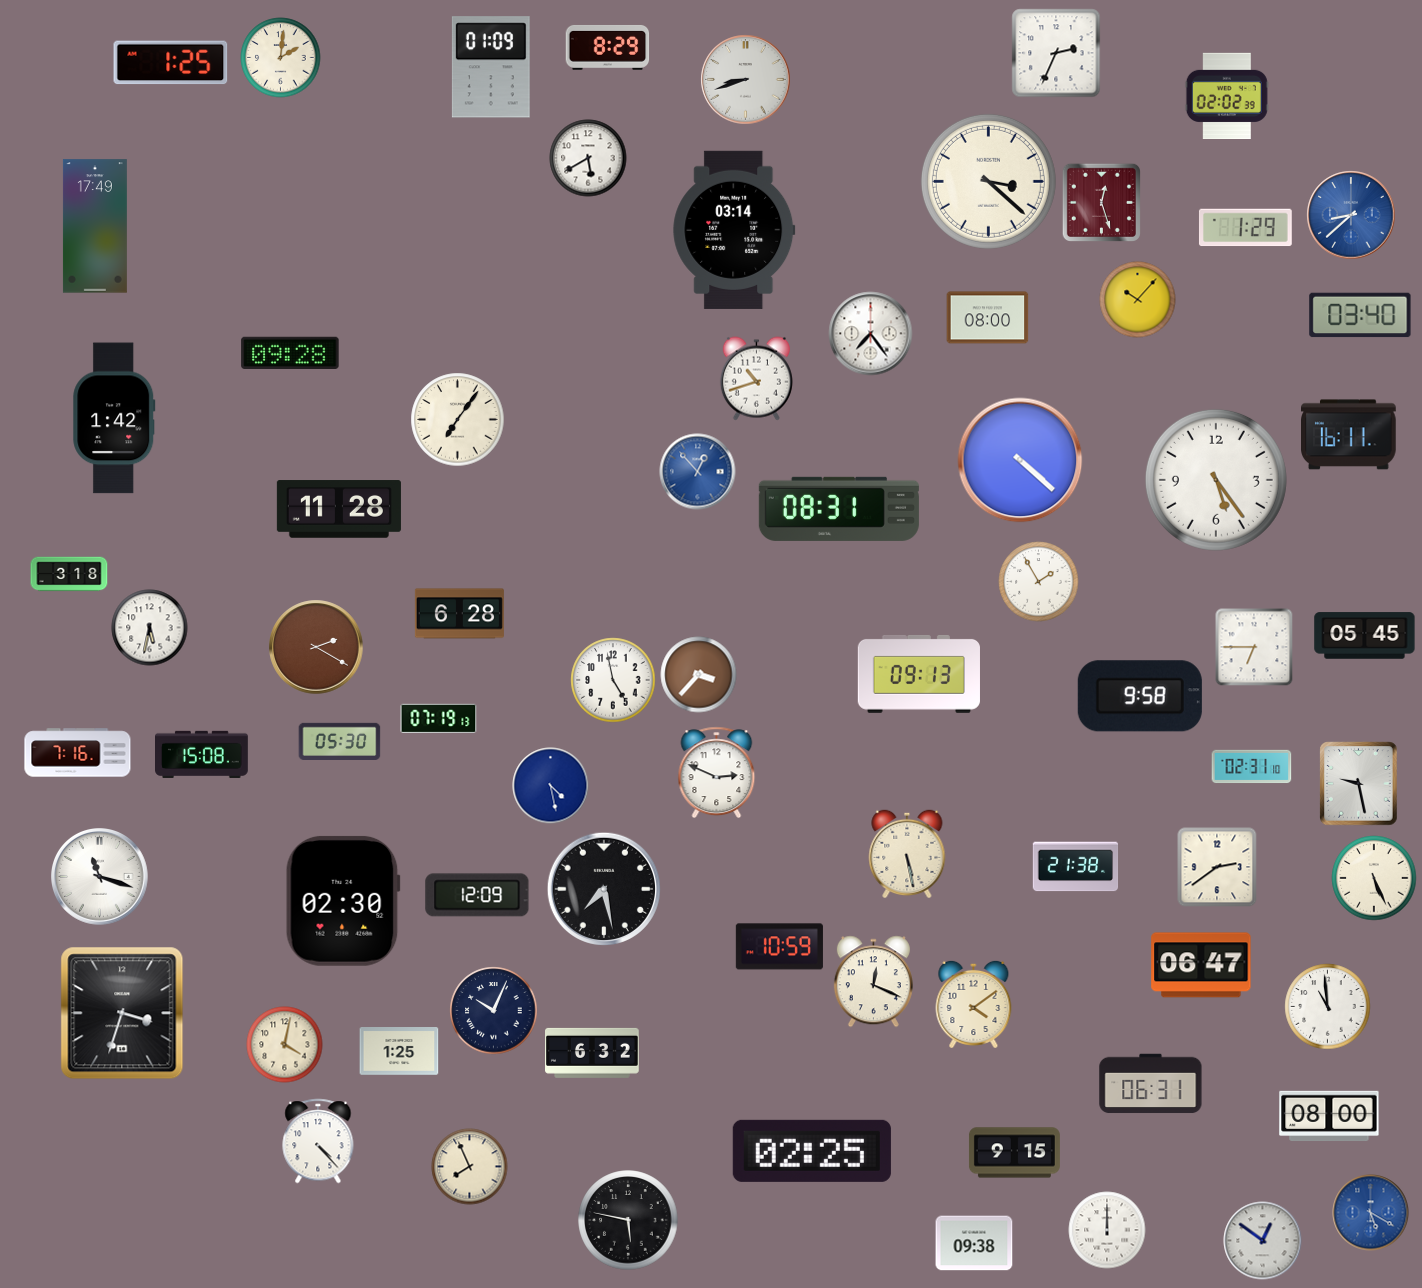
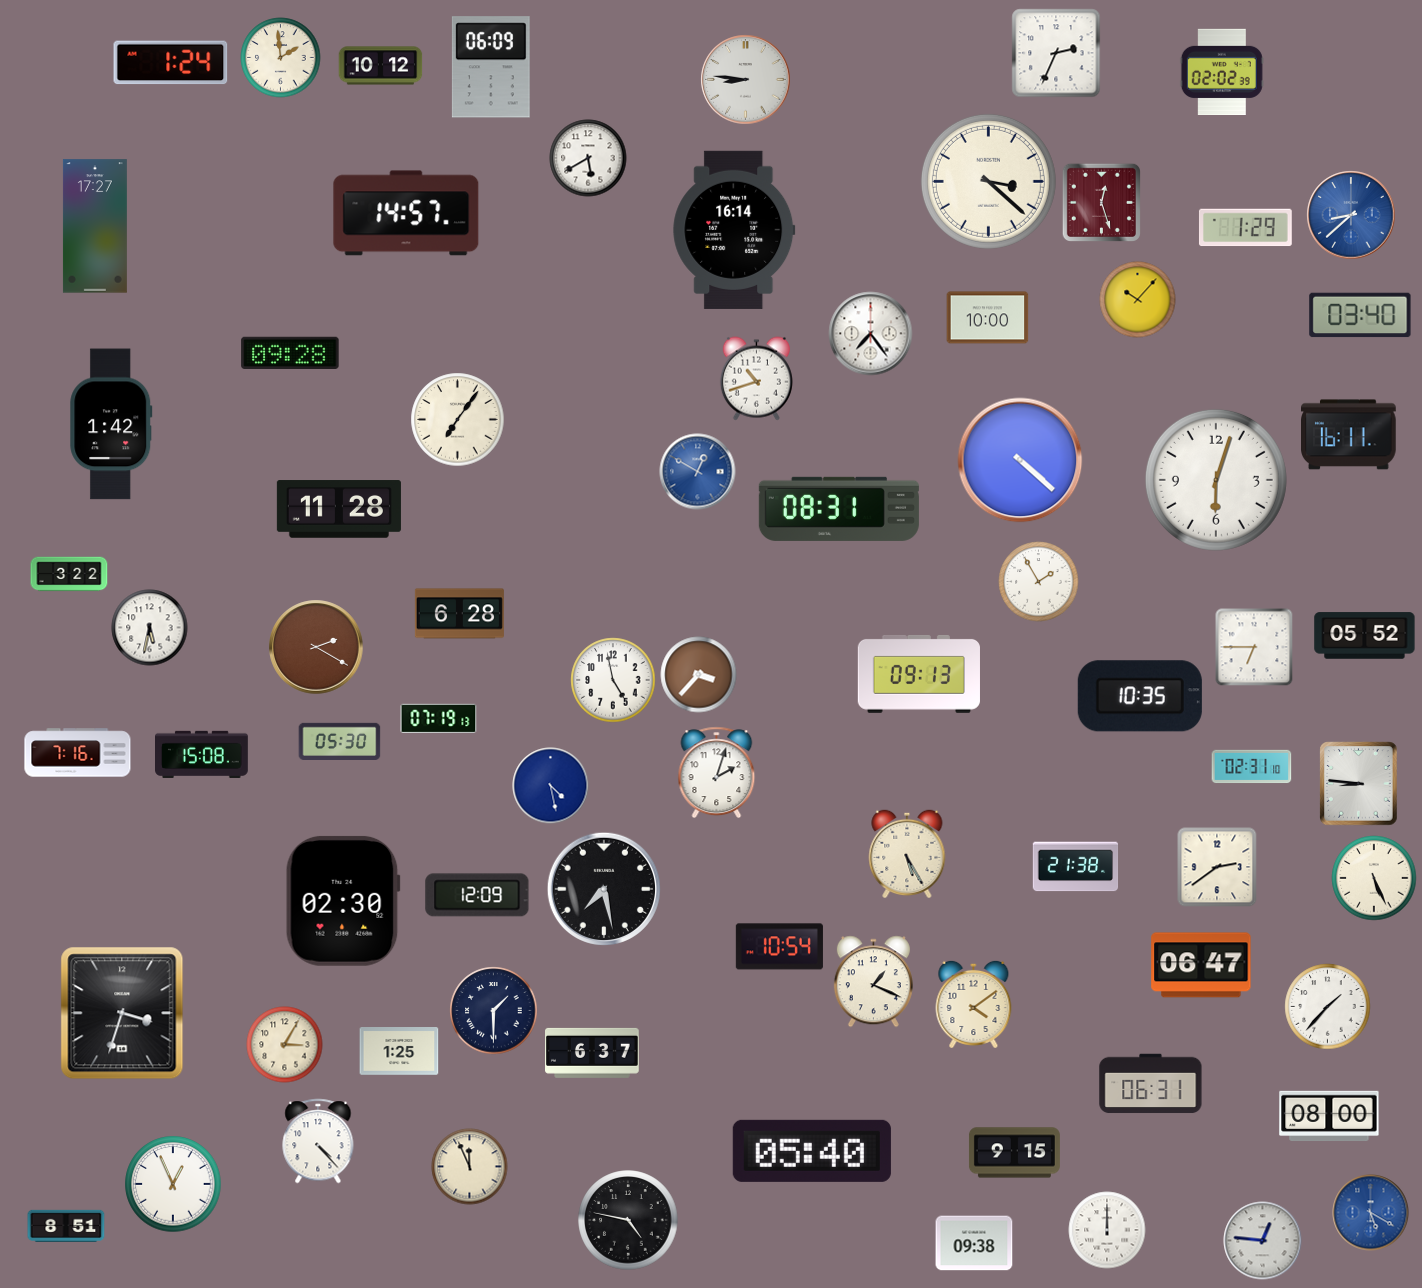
clock at (608, 47): 8:29 -> none
clock at (281, 58): 2:01 -> 1:59
clock at (171, 63): 1:25 -> 1:24
clock at (381, 66): none -> 10:12
clock at (491, 67): 01:09 -> 06:09
clock at (746, 80): 8:42 -> 8:46
clock at (1227, 95) position: (1227, 95) -> (1222, 71)
clock at (406, 213): none -> 14:57
clock at (95, 226): 17:49 -> 17:27
clock at (734, 230): 03:14 -> 16:14
clock at (988, 318): 08:00 -> 10:00
clock at (114, 418) position: (114, 418) -> (111, 424)
clock at (698, 472): 12:53 -> 12:50
clock at (1216, 480): 5:24 -> 6:03
clock at (69, 574): 3:18 -> 3:22
clock at (1365, 636): 05:45 -> 05:52
clock at (1140, 696): 9:58 -> 10:35
clock at (717, 773): 2:49 -> 2:03
clock at (1359, 784): 9:28 -> 8:46
clock at (907, 854): 5:28 -> 5:25
clock at (100, 877): 11:18 -> none
clock at (779, 947): 10:59 -> 10:54
clock at (873, 982): 12:19 -> 1:19
clock at (1328, 1007): 10:59 -> 1:37
clock at (494, 1011): 10:04 -> 1:30
clock at (285, 1045): 4:02 -> 3:05
clock at (593, 1053): 6:32 -> 6:37
clock at (812, 1151): 02:25 -> 05:40
clock at (470, 1167): 7:56 -> 11:56
clock at (173, 1184): none -> 12:56
clock at (628, 1220): 5:47 -> 4:47
clock at (66, 1225): none -> 8:51
clock at (1263, 1241): 12:51 -> 12:46
